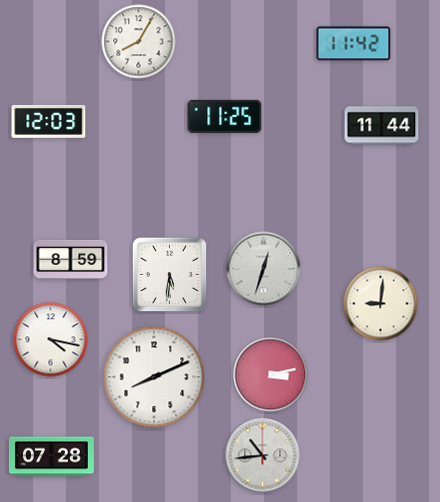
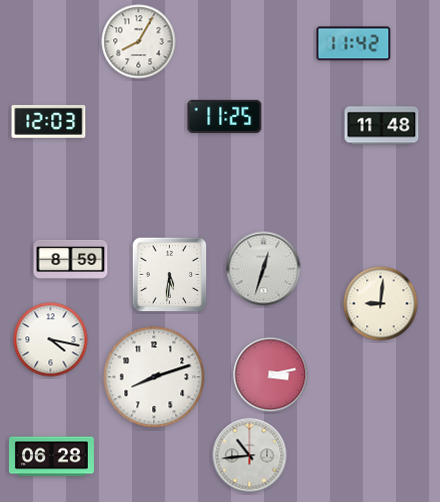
clock at (382, 126): 11:44 -> 11:48
clock at (154, 377): 8:11 -> 8:12
clock at (263, 456) position: (263, 456) -> (250, 456)
clock at (52, 457): 07:28 -> 06:28
